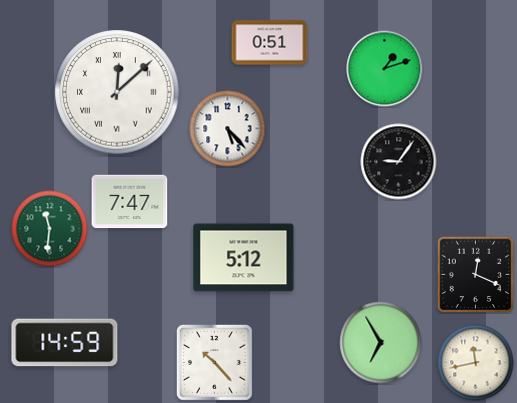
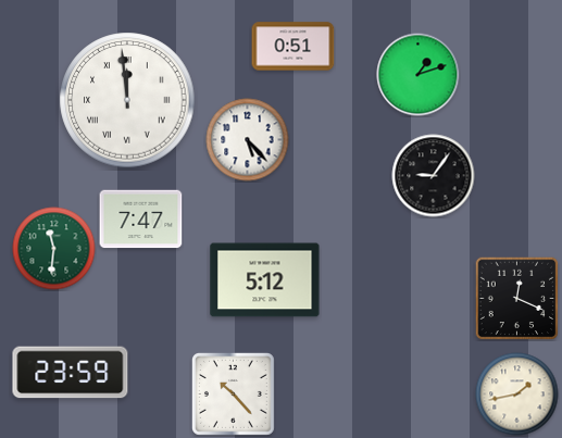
clock at (117, 92): 12:08 -> 11:59
clock at (65, 343): 14:59 -> 23:59
clock at (381, 343): 6:55 -> none
clock at (476, 363): 11:43 -> 1:43
